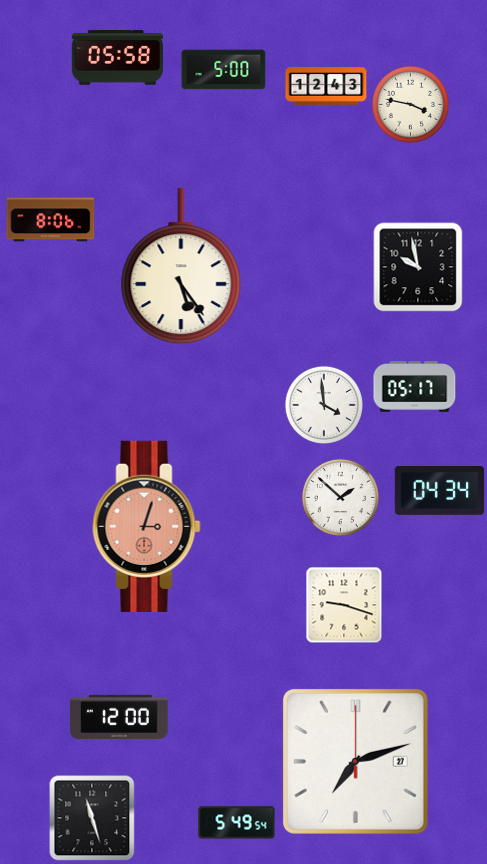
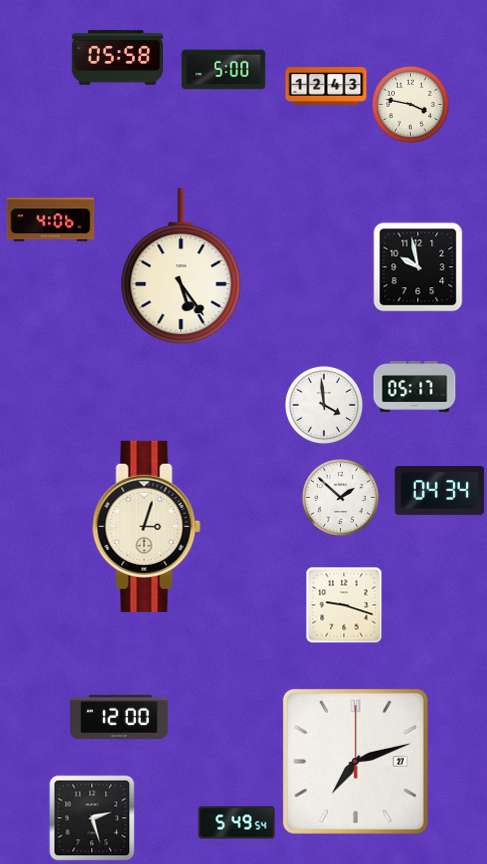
clock at (51, 220): 8:06 -> 4:06
clock at (147, 526) dial: salmon -> cream
clock at (92, 818): 11:27 -> 2:27
